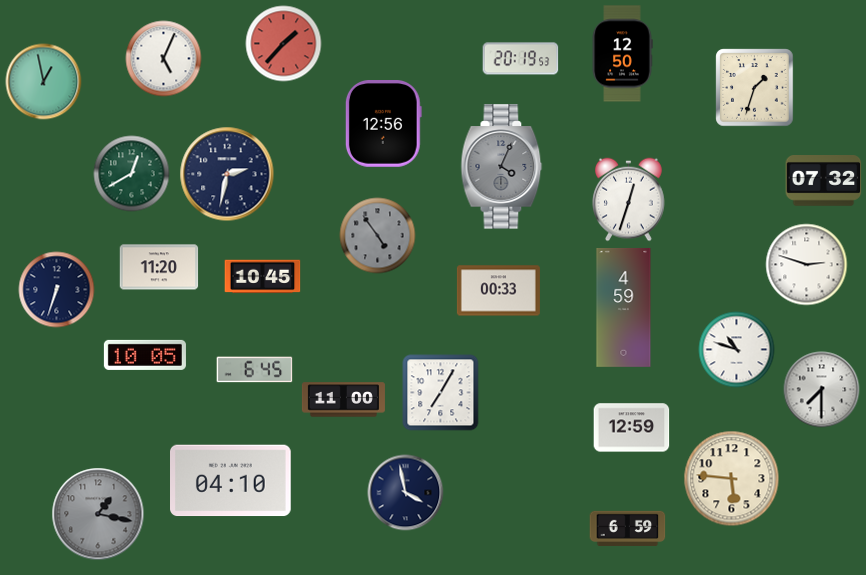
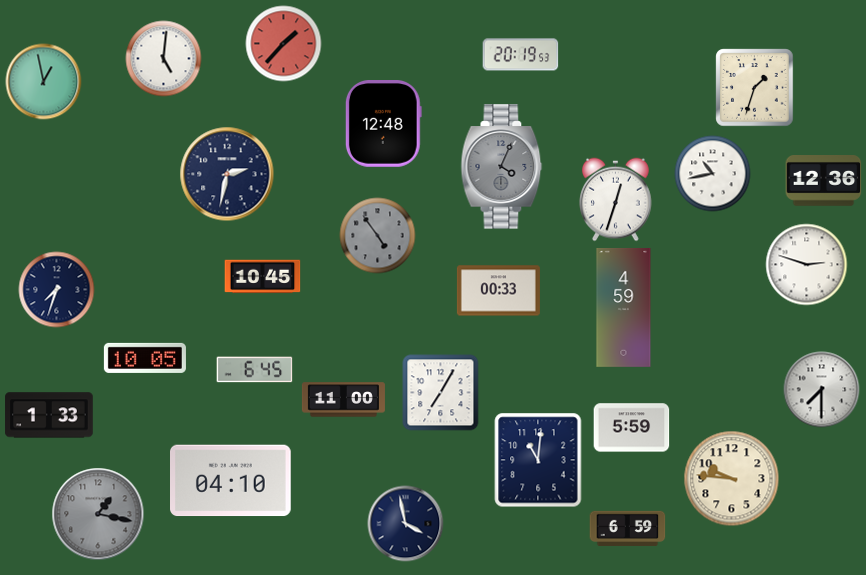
clock at (622, 54): 12:50 -> none
clock at (164, 59): 5:04 -> 5:01
clock at (521, 59) position: (521, 59) -> (521, 55)
clock at (383, 124): 12:56 -> 12:48
clock at (132, 174): 12:40 -> none
clock at (713, 174): none -> 10:43
clock at (824, 181): 07:32 -> 12:36
clock at (629, 200) position: (629, 200) -> (616, 200)
clock at (159, 267): 11:20 -> none
clock at (57, 290): 6:33 -> 7:33
clock at (737, 350): 10:48 -> none
clock at (145, 355) position: (145, 355) -> (145, 358)
clock at (49, 415): none -> 1:33
clock at (632, 428): 12:59 -> 5:59
clock at (538, 460): none -> 11:01
clock at (732, 479): 5:46 -> 9:46
clock at (406, 493) position: (406, 493) -> (406, 524)
